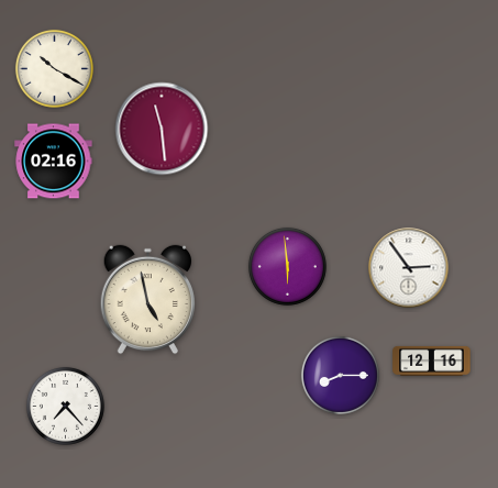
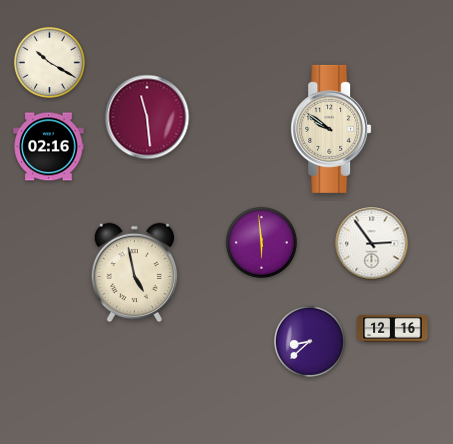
clock at (331, 129): none -> 9:51
clock at (340, 375): 8:15 -> 8:38
clock at (65, 406): 7:23 -> none
